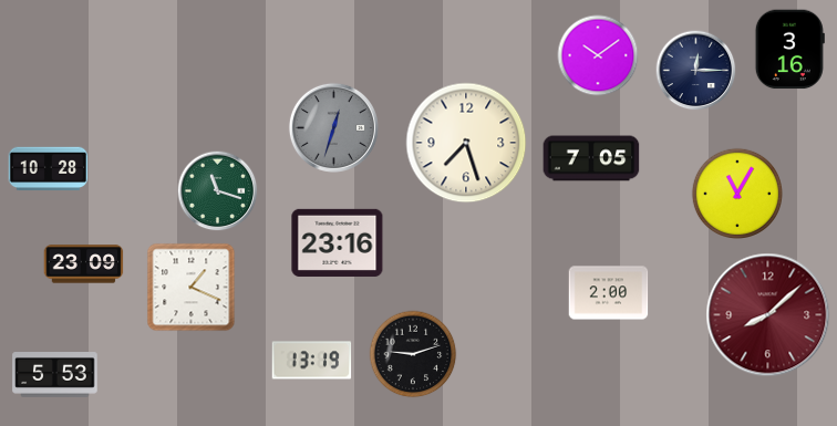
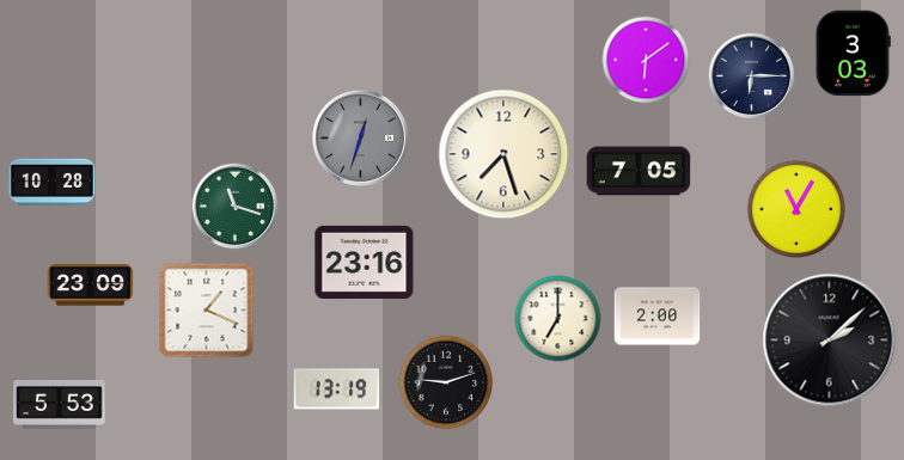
clock at (789, 50): 3:16 -> 3:03
clock at (598, 55): 10:09 -> 6:09
clock at (696, 71): 12:15 -> 6:15
clock at (558, 319): none -> 7:00
clock at (768, 315): 8:08 -> 2:08
clock at (768, 315) dial: burgundy -> black
